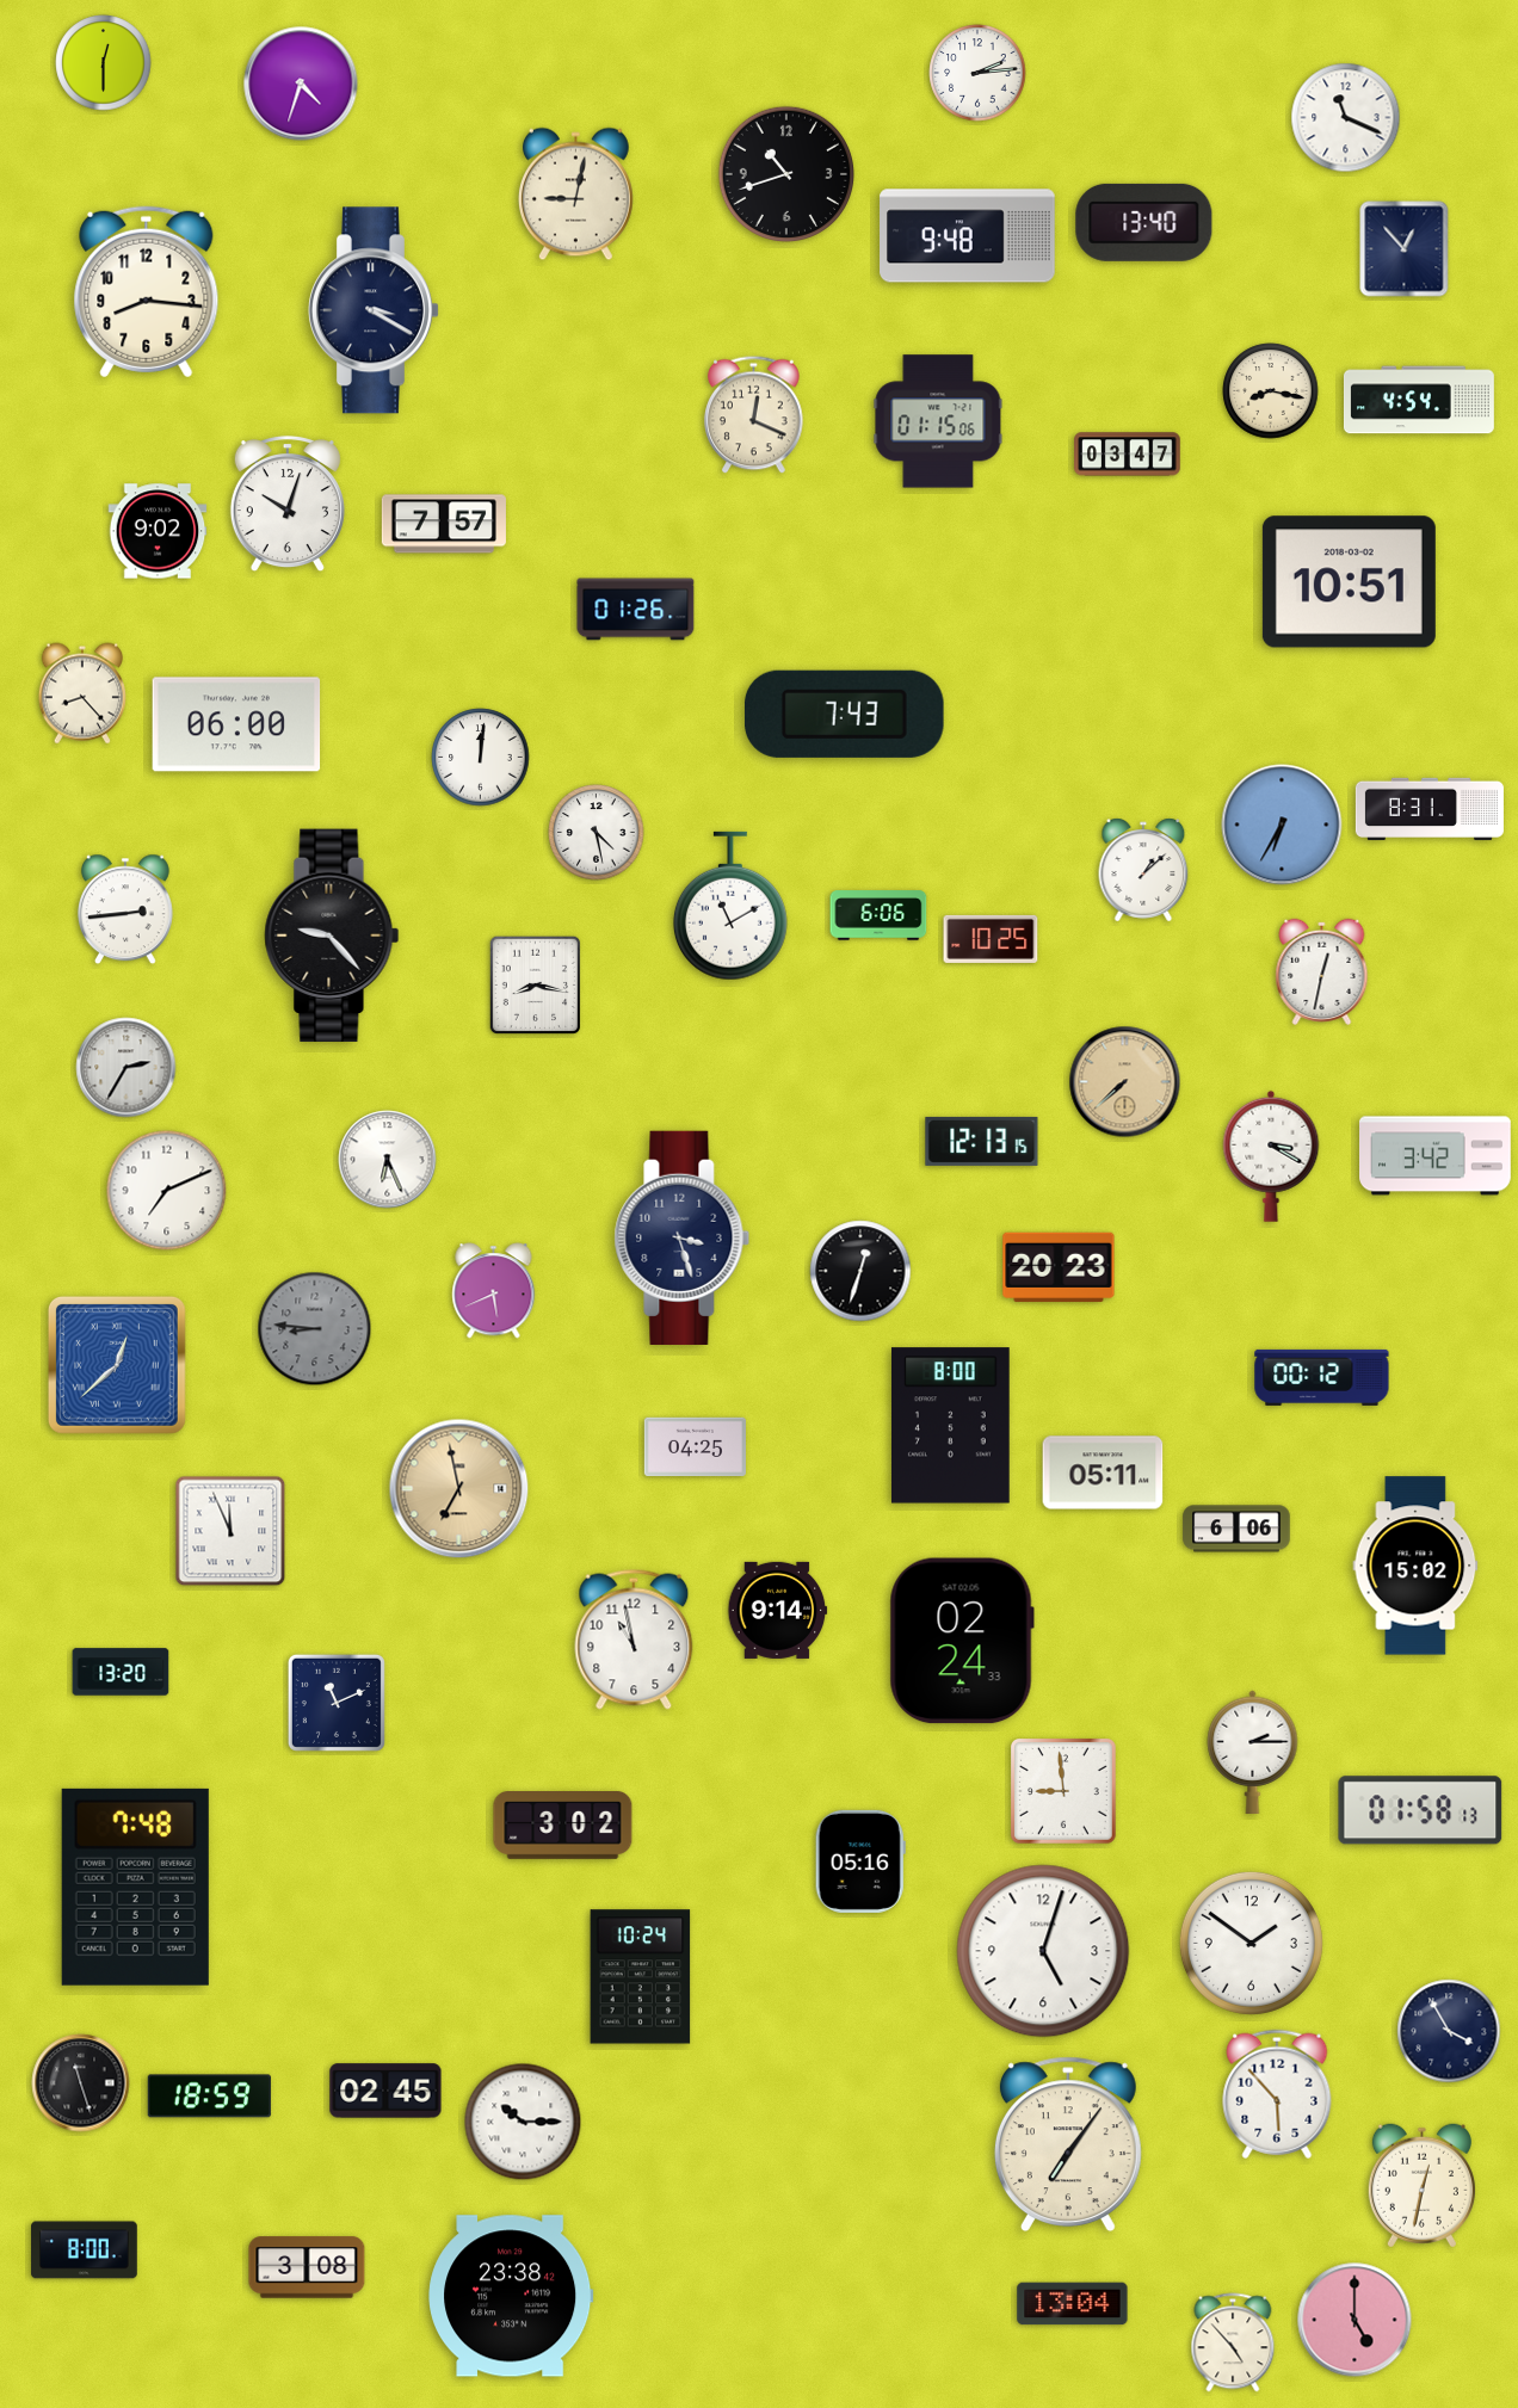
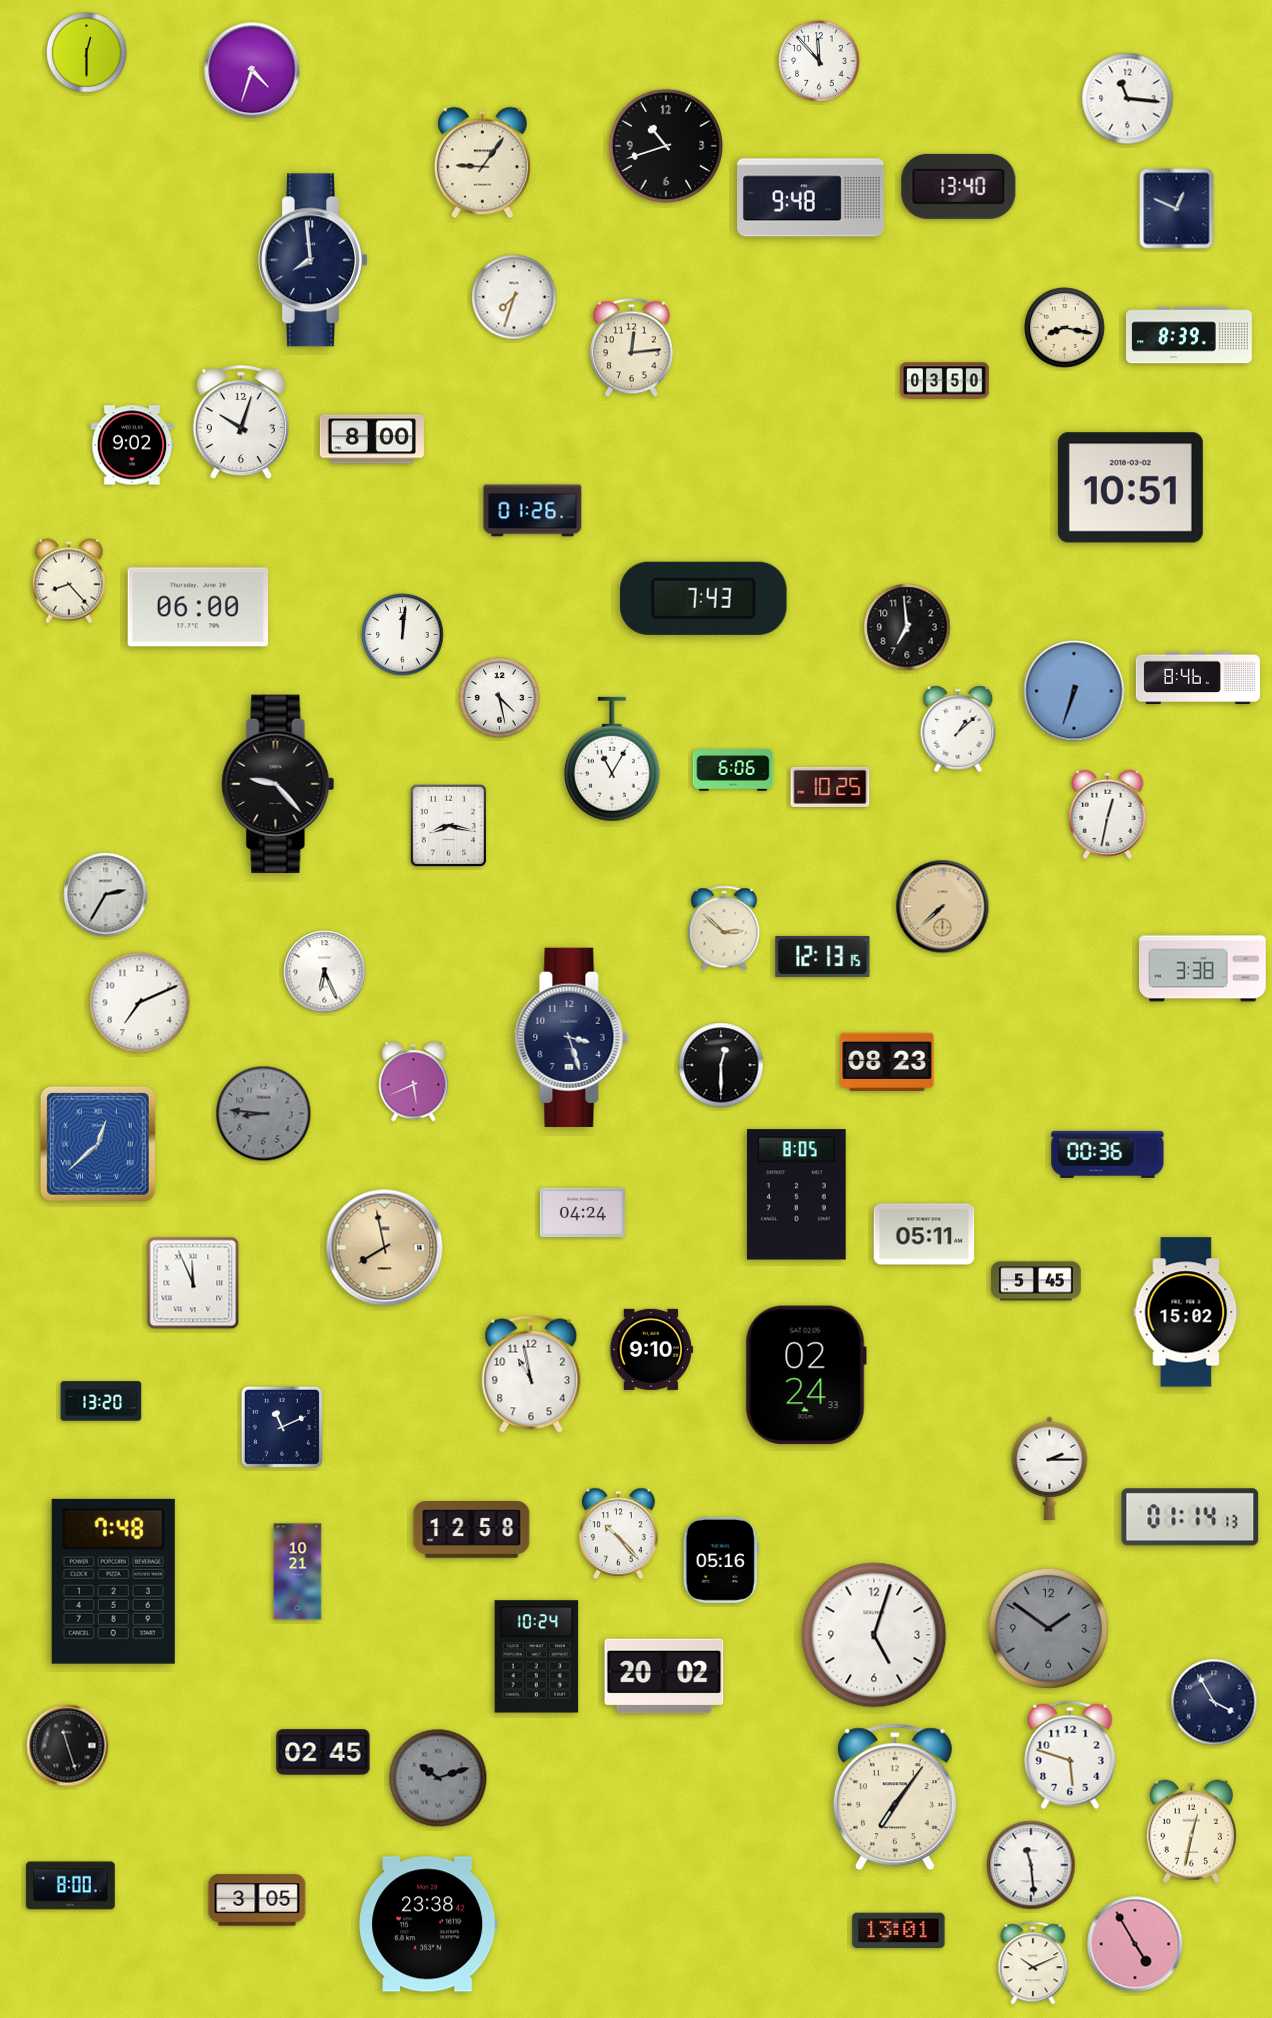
clock at (977, 73): 2:14 -> 11:53
clock at (1346, 118): 11:19 -> 11:16
clock at (785, 173) position: (785, 173) -> (665, 145)
clock at (575, 195): 9:02 -> 9:06
clock at (1405, 249): 12:53 -> 12:49
clock at (147, 292): 8:16 -> none
clock at (374, 310): 3:20 -> 7:59
clock at (514, 297): none -> 7:33
clock at (1419, 400): 4:54 -> 8:39
clock at (754, 415): 12:19 -> 12:14
clock at (938, 421): 01:15 -> none
clock at (1128, 455): 03:47 -> 03:50
clock at (444, 524): 7:57 -> 8:00
clock at (844, 714) position: (844, 714) -> (703, 598)
clock at (907, 627): none -> 6:59
clock at (1430, 809): 8:31 -> 8:46
clock at (1282, 825): 6:35 -> 6:33
clock at (730, 906): 11:10 -> 11:05
clock at (125, 909): 2:44 -> none
clock at (878, 915) position: (878, 915) -> (733, 770)
clock at (724, 928): none -> 2:52
clock at (1271, 1156): 3:20 -> none
clock at (1436, 1156): 3:42 -> 3:38
clock at (167, 1191) position: (167, 1191) -> (140, 1003)
clock at (1059, 1266): 20:23 -> 08:23
clock at (860, 1271): 12:33 -> 12:30
clock at (1322, 1377): 00:12 -> 00:36
clock at (950, 1426): 8:00 -> 8:05
clock at (695, 1447): 04:25 -> 04:24
clock at (459, 1489): 6:58 -> 7:58
clock at (1236, 1529): 6:06 -> 5:45
clock at (778, 1610): 9:14 -> 9:10
clock at (1065, 1792): 8:59 -> none
clock at (1420, 1810): 01:58 -> 01:14
clock at (563, 1826): 3:02 -> 12:58
clock at (619, 1534): none -> 10:23
clock at (298, 1572): none -> 10:21
clock at (1251, 1943) dial: white -> grey
clock at (664, 1676): none -> 20:02
clock at (1277, 2094): 5:53 -> 5:48
clock at (209, 2097): 18:59 -> none
clock at (523, 2122): 10:15 -> 10:12
clock at (523, 2122) dial: white -> grey
clock at (1031, 1865): none -> 11:29
clock at (307, 2267): 3:08 -> 3:05
clock at (1073, 2304): 13:04 -> 13:01
clock at (1355, 2320): 5:00 -> 4:55
clock at (1233, 2342): 4:53 -> 10:11
